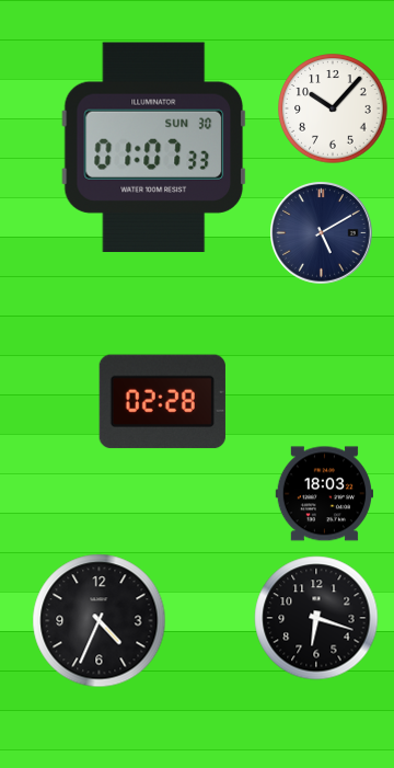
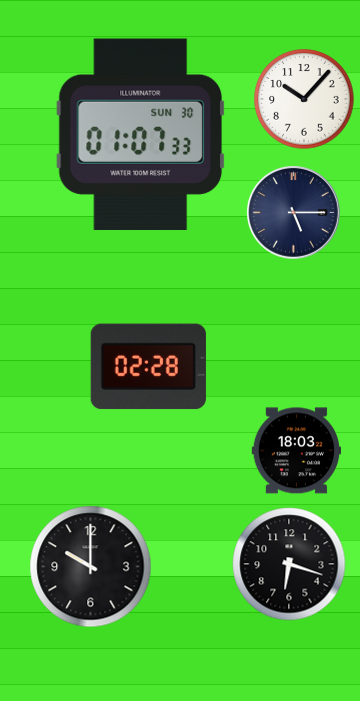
clock at (322, 233): 5:10 -> 5:15
clock at (100, 621): 4:34 -> 10:00
